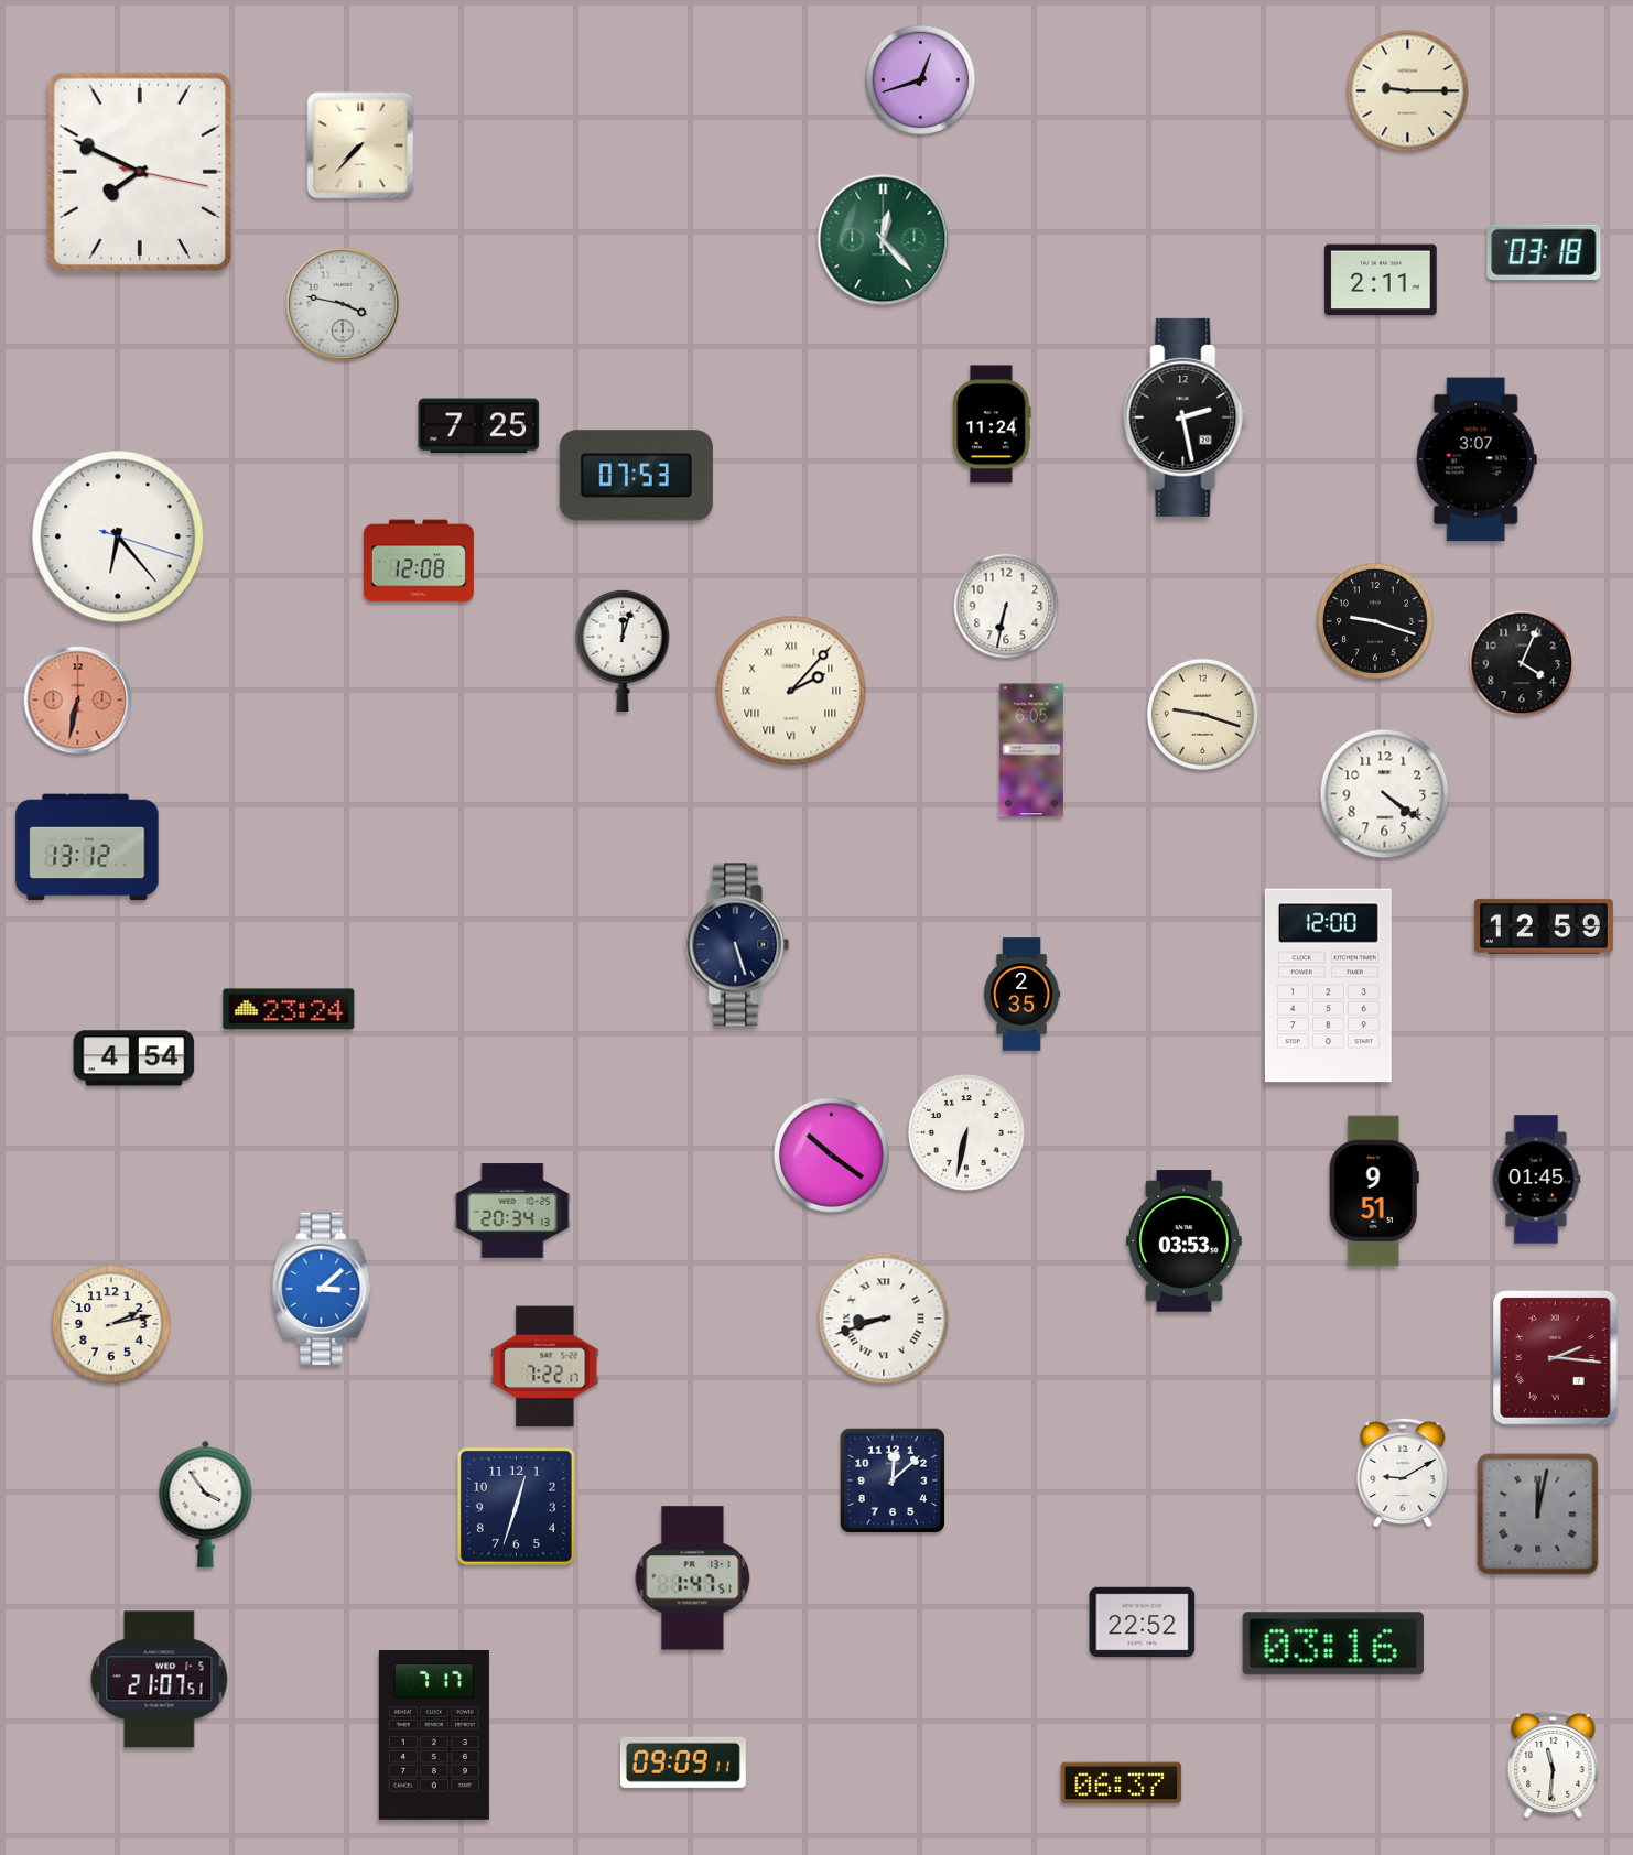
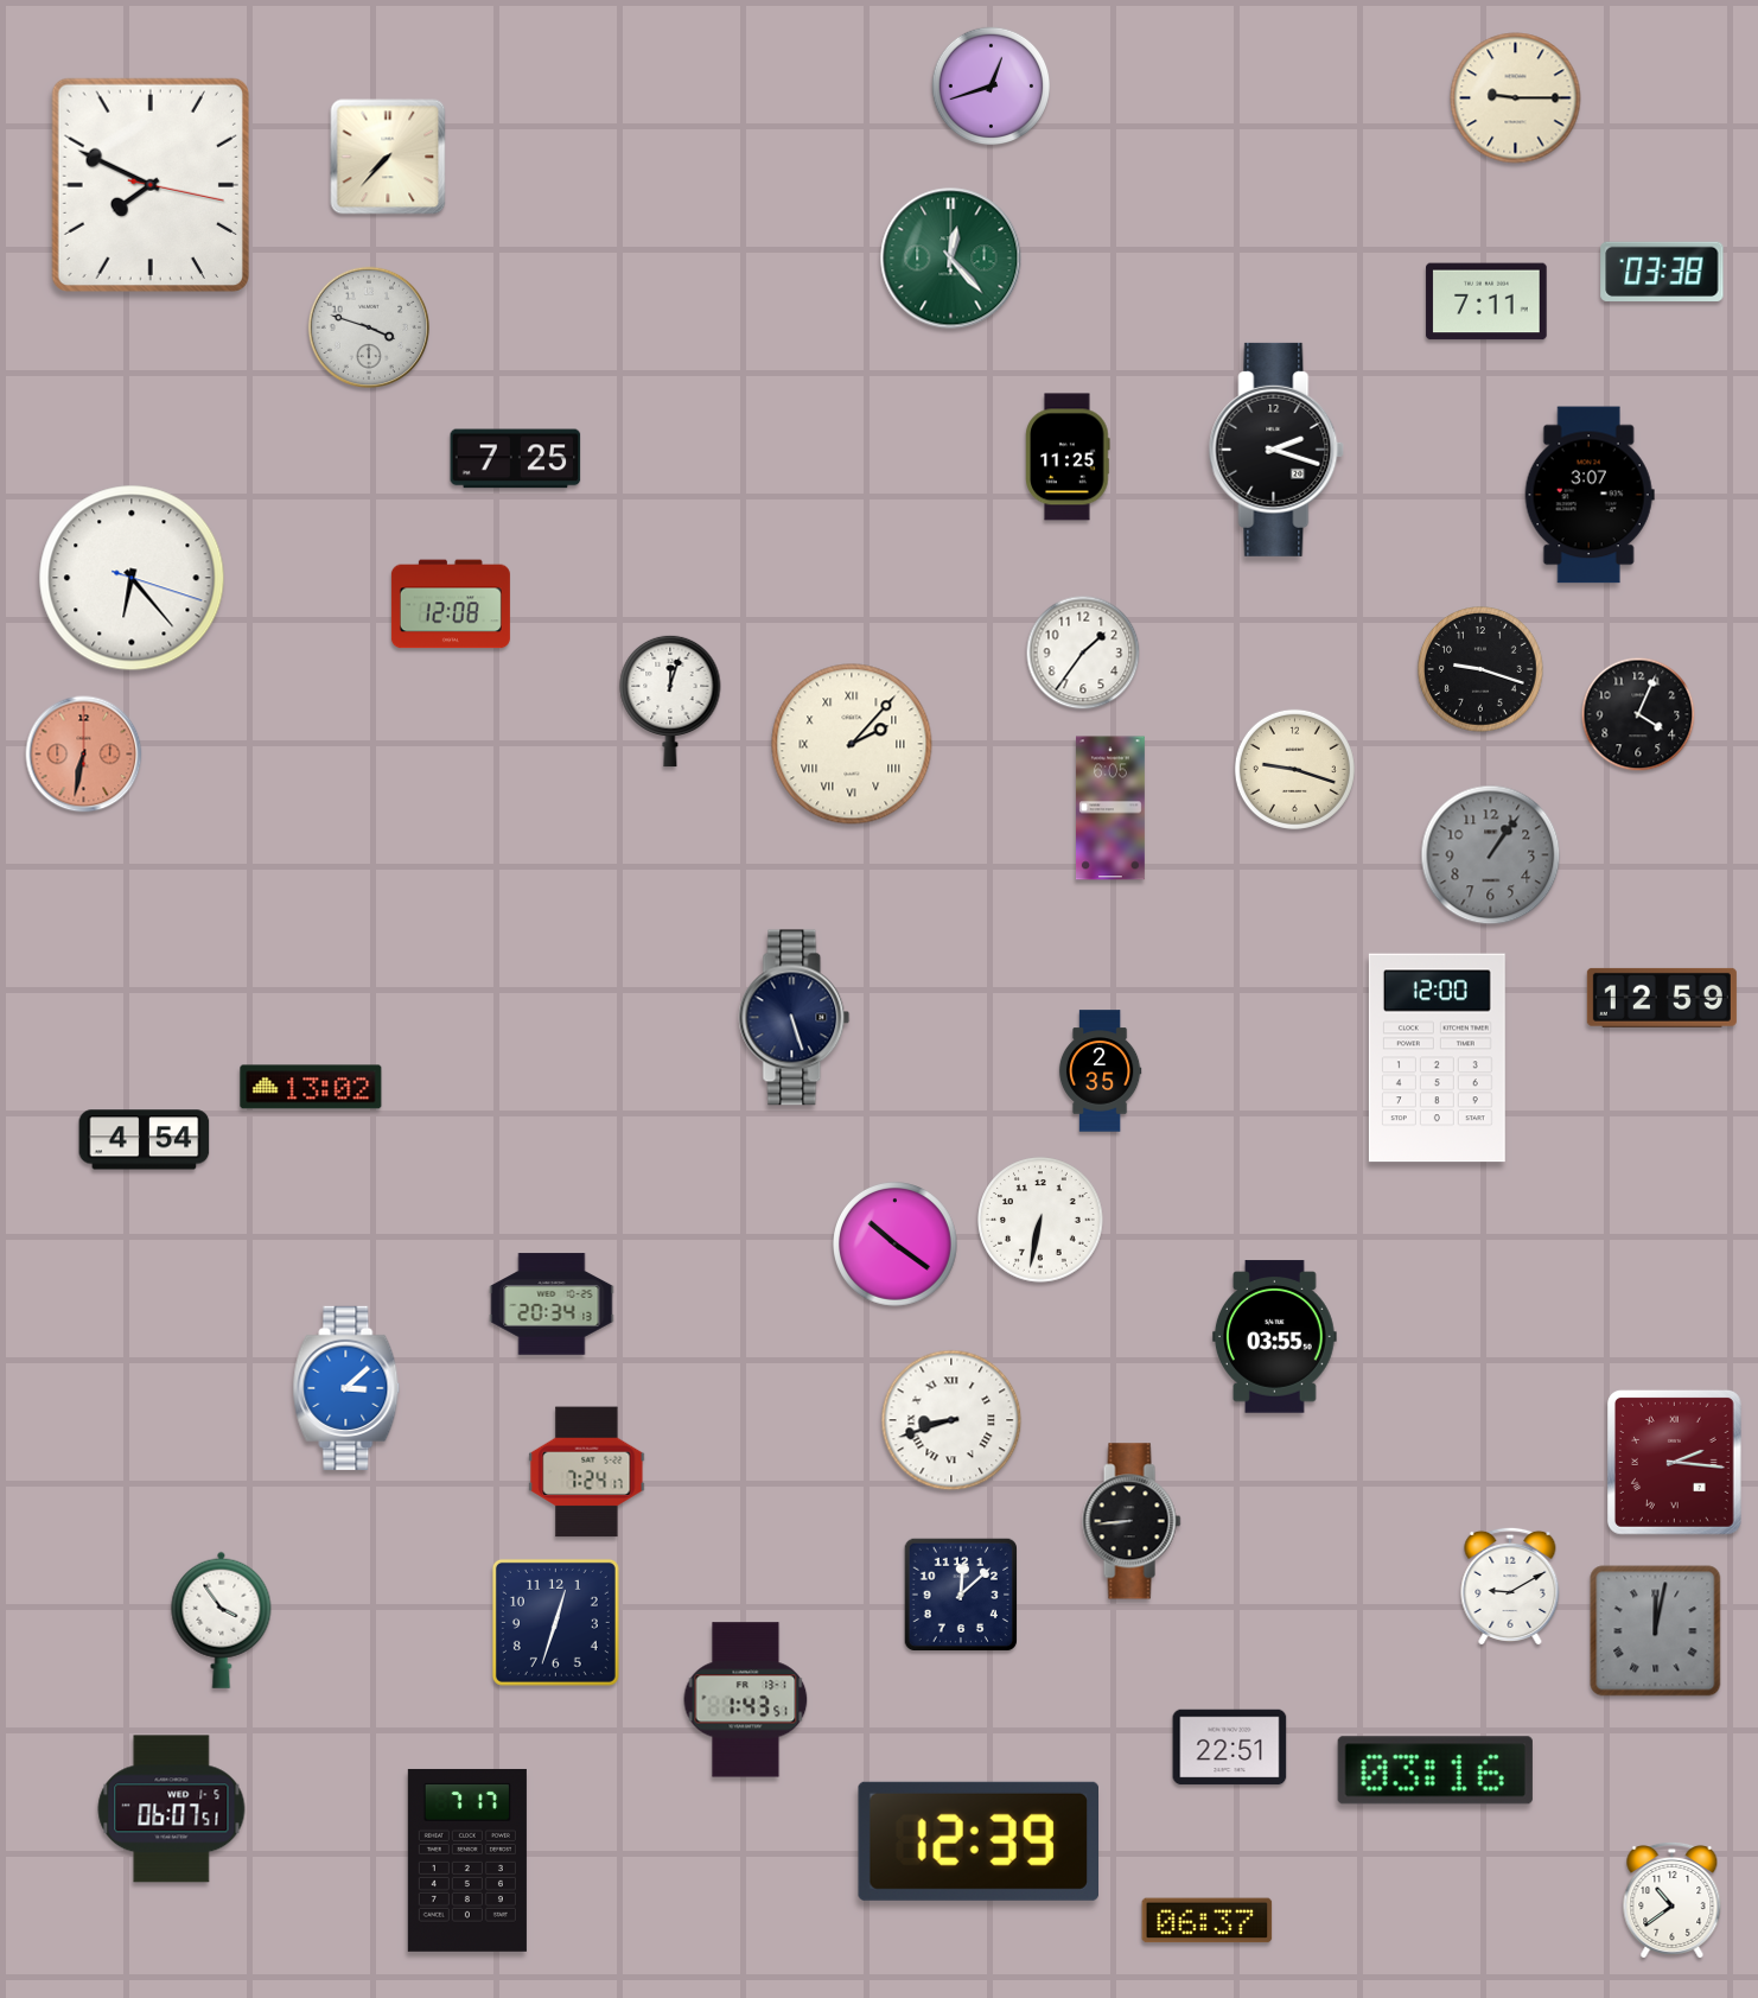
clock at (1544, 252): 03:18 -> 03:38
clock at (1381, 280): 2:11 -> 7:11
clock at (343, 304): 3:47 -> 3:48
clock at (1186, 417): 2:28 -> 2:18
clock at (992, 424): 11:24 -> 11:25
clock at (636, 476): 07:53 -> none
clock at (118, 536) position: (118, 536) -> (132, 578)
clock at (1006, 606): 6:32 -> 1:36
clock at (1385, 794): 4:21 -> 1:06
clock at (1385, 794) dial: white -> grey
clock at (87, 847): 13:12 -> none
clock at (1328, 986) position: (1328, 986) -> (1437, 1058)
clock at (289, 1009): 23:24 -> 13:02
clock at (1536, 1180): 01:45 -> none
clock at (1374, 1191): 9:51 -> none
clock at (1183, 1241): 03:53 -> 03:55
clock at (111, 1324): 2:13 -> none
clock at (545, 1367): 7:22 -> 7:24
clock at (1132, 1521): none -> 8:44
clock at (693, 1579): 1:47 -> 1:43
clock at (1143, 1623): 22:52 -> 22:51
clock at (160, 1680): 21:07 -> 06:07
clock at (977, 1841): none -> 12:39
clock at (434, 1735) position: (434, 1735) -> (467, 1860)
clock at (683, 1762): 09:09 -> none
clock at (1554, 1764): 11:31 -> 10:39
